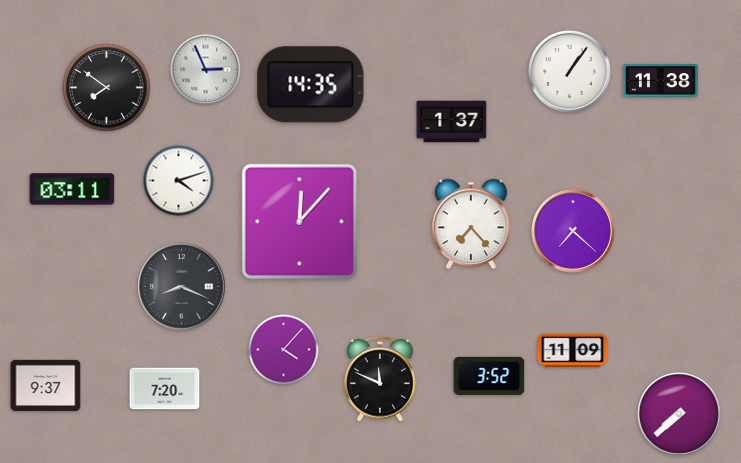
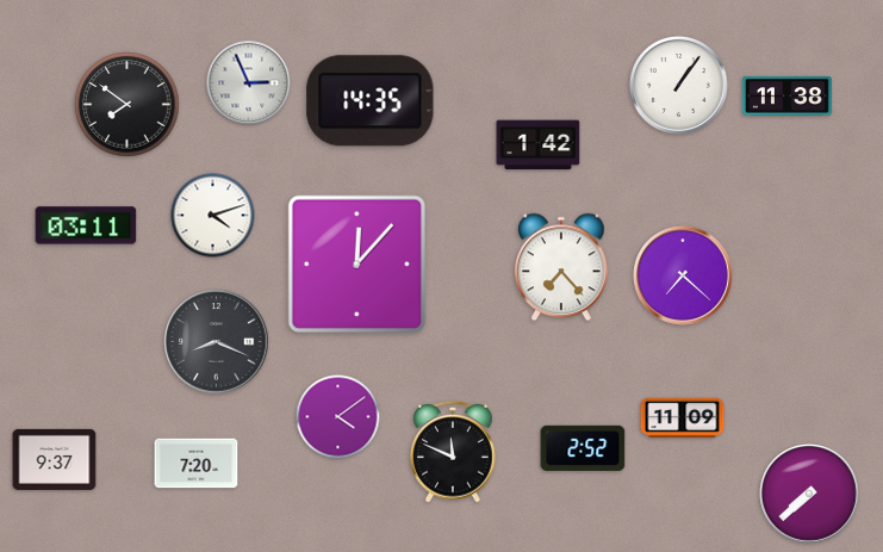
clock at (206, 70) position: (206, 70) -> (249, 83)
clock at (452, 122): 1:37 -> 1:42
clock at (284, 350): 4:07 -> 4:09
clock at (489, 376): 3:52 -> 2:52
